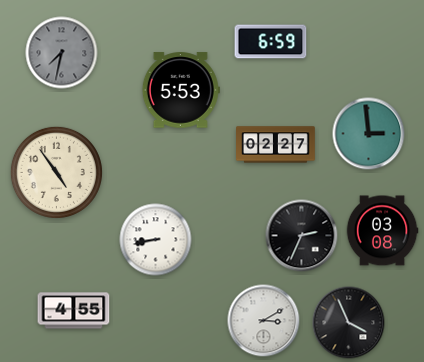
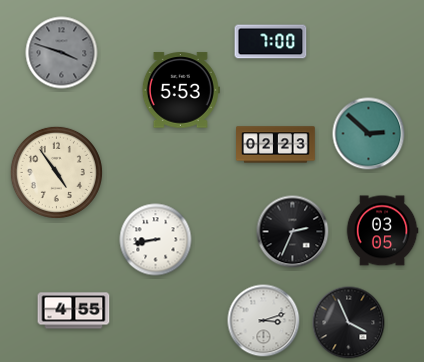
clock at (271, 42): 6:59 -> 7:00
clock at (62, 53): 7:32 -> 3:48
clock at (369, 134): 2:59 -> 2:52
clock at (276, 145): 02:27 -> 02:23
clock at (382, 231): 03:08 -> 03:05
clock at (302, 236) position: (302, 236) -> (293, 232)
clock at (264, 321): 3:10 -> 3:12
